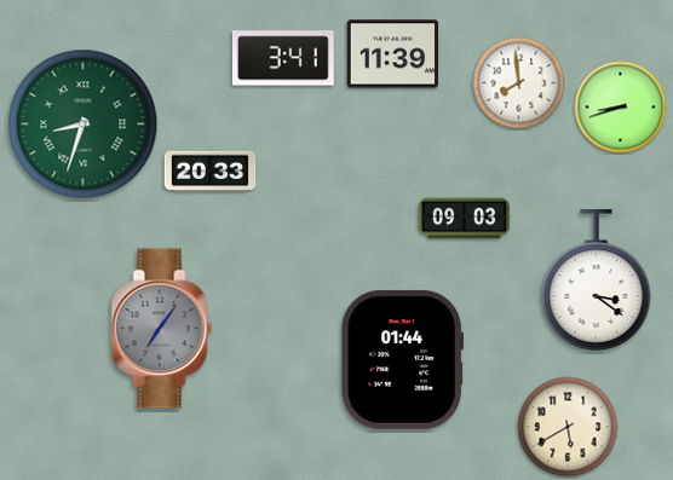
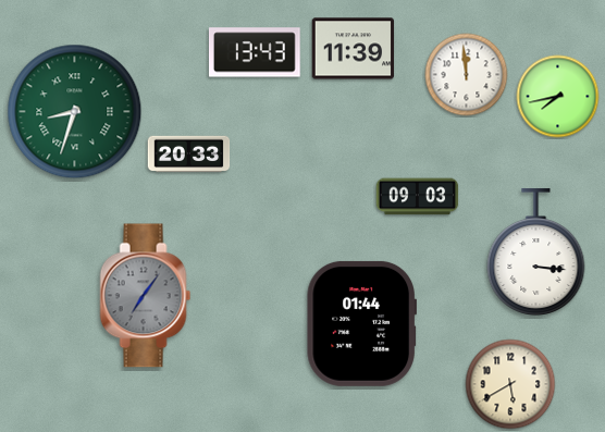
clock at (283, 58): 3:41 -> 13:43
clock at (519, 83): 7:59 -> 11:59
clock at (621, 108): 8:42 -> 7:43
clock at (597, 279): 3:21 -> 3:16
